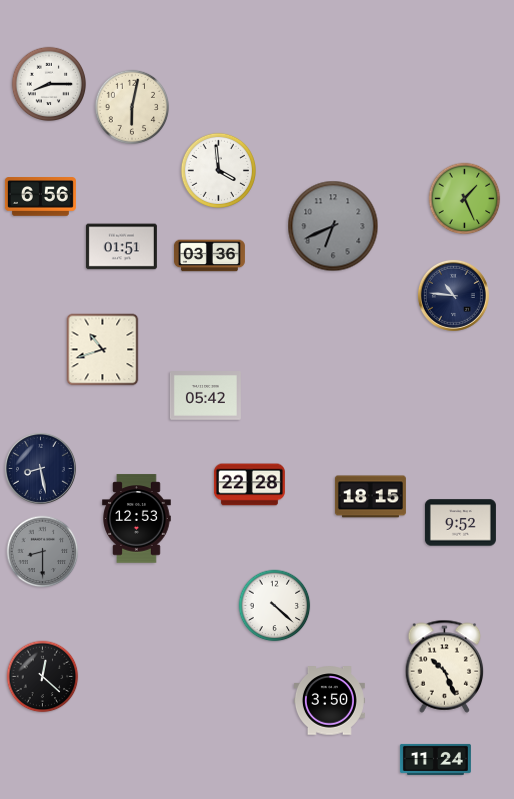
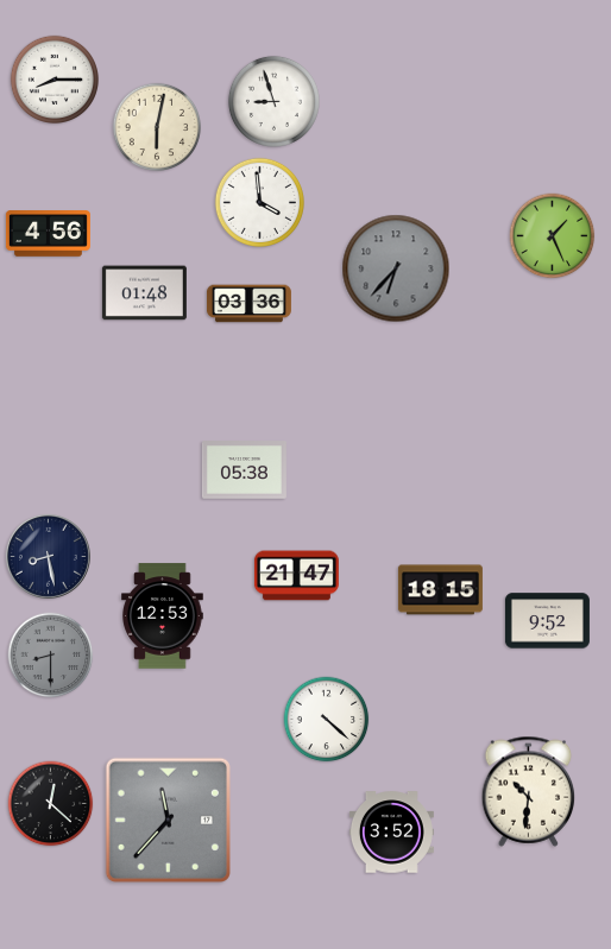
clock at (49, 84) position: (49, 84) -> (55, 80)
clock at (273, 101): none -> 8:57
clock at (40, 197): 6:56 -> 4:56
clock at (333, 226): 6:41 -> 6:37
clock at (121, 247): 01:51 -> 01:48
clock at (453, 295): 10:46 -> none
clock at (103, 350): 10:42 -> none
clock at (205, 396): 05:42 -> 05:38
clock at (249, 485): 22:28 -> 21:47
clock at (445, 666): 10:26 -> 10:31
clock at (168, 820): none -> 11:37
clock at (329, 701): 3:50 -> 3:52
clock at (435, 759): 11:24 -> none
